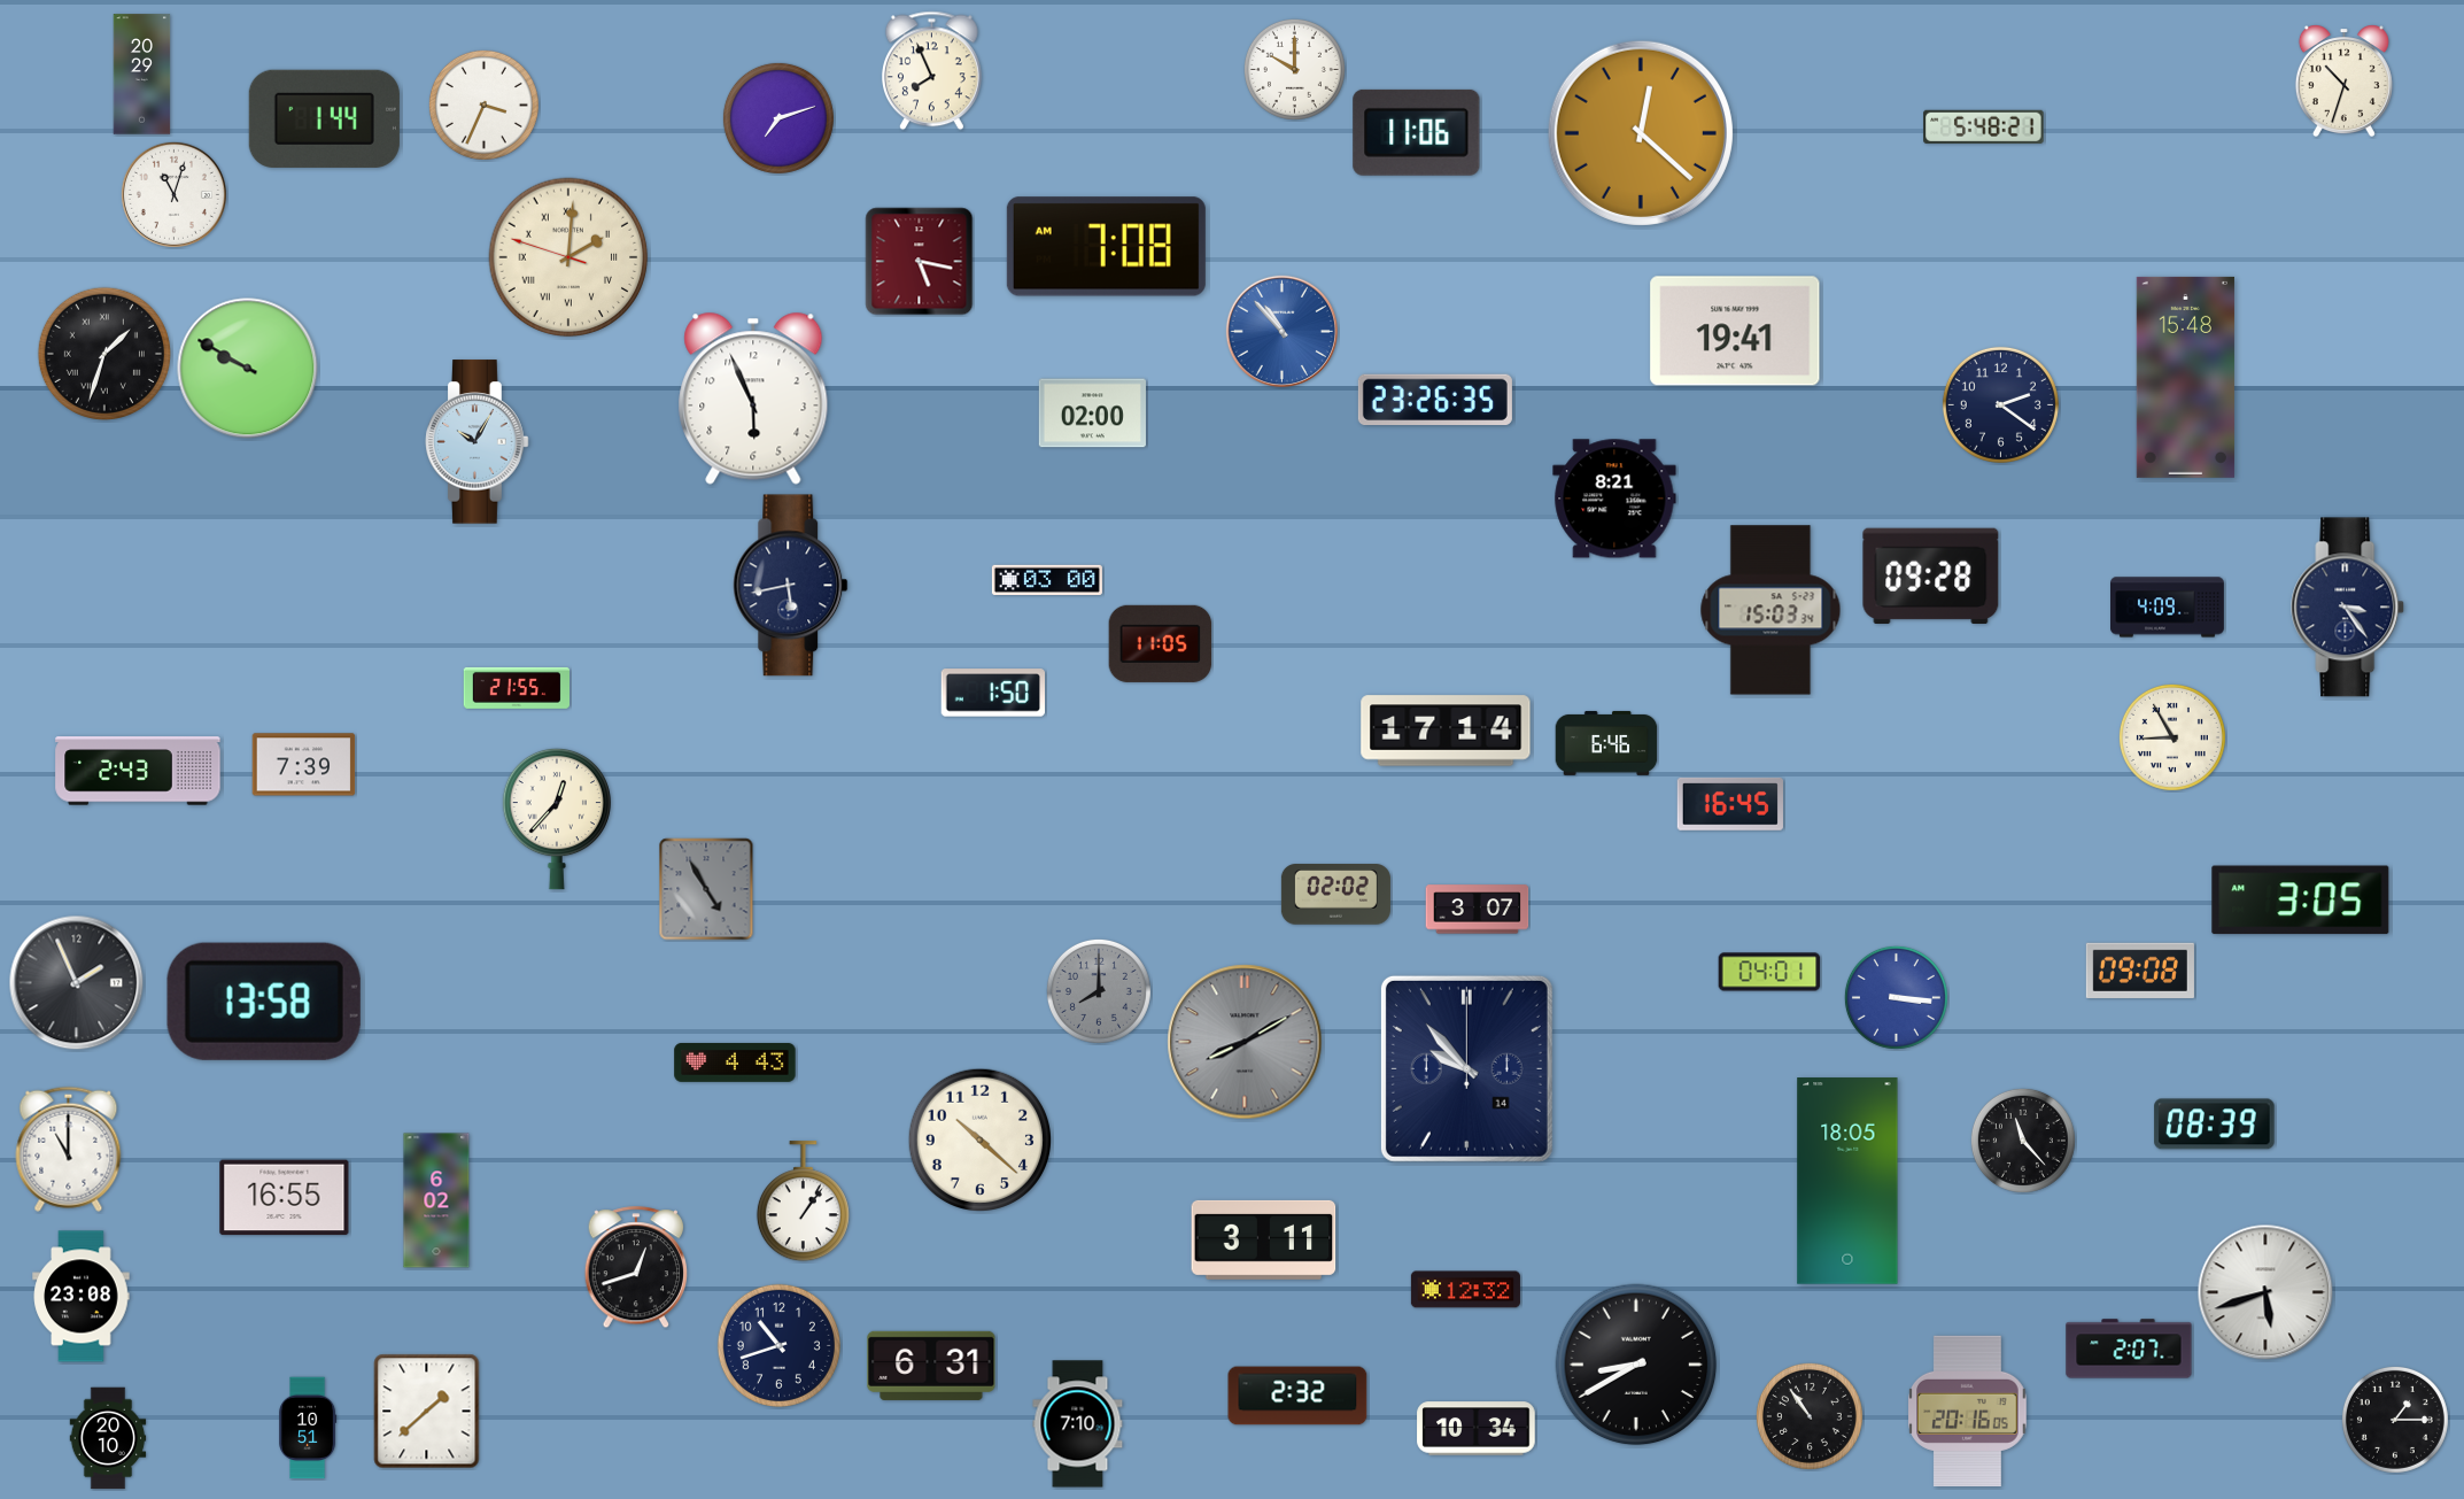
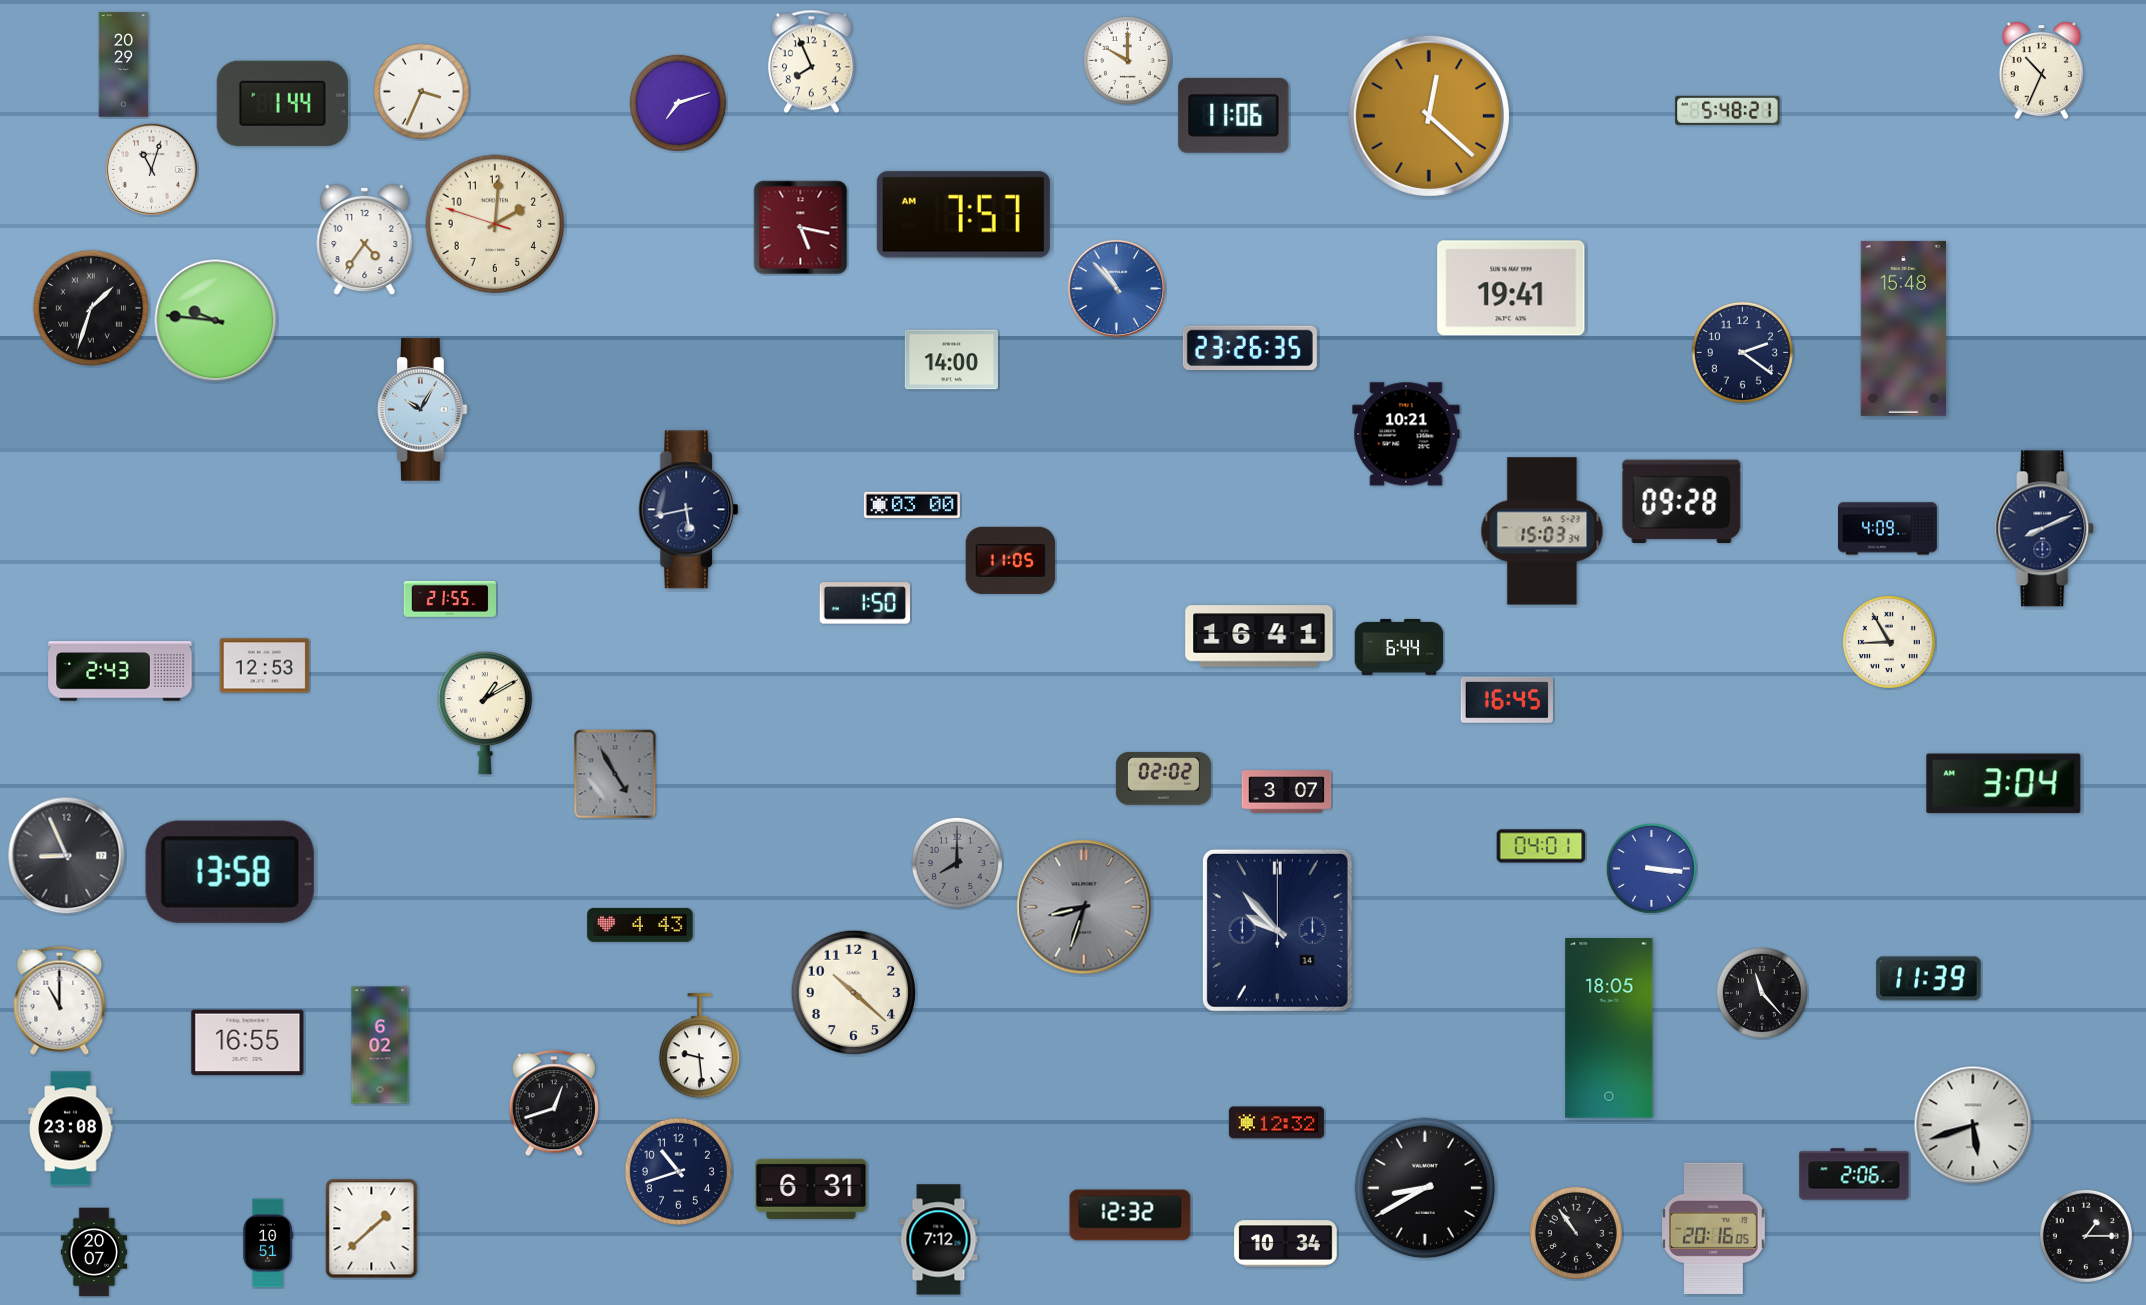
clock at (2343, 82): 10:33 -> 10:34
clock at (1106, 247): 7:08 -> 7:57
clock at (568, 257) numerals: Roman -> Arabic
clock at (365, 240): none -> 4:36
clock at (248, 369): 9:50 -> 9:46
clock at (753, 399): 5:56 -> none
clock at (1092, 414): 02:00 -> 14:00
clock at (478, 442) position: (478, 442) -> (423, 410)
clock at (1614, 499): 8:21 -> 10:21
clock at (2348, 608): 3:24 -> 8:11
clock at (1446, 731): 17:14 -> 16:41
clock at (2172, 737) position: (2172, 737) -> (1889, 642)
clock at (1606, 743): 6:46 -> 6:44
clock at (304, 765): 7:39 -> 12:53
clock at (557, 819): 12:37 -> 1:10
clock at (2301, 901): 3:05 -> 3:04
clock at (2140, 971): 09:08 -> none
clock at (77, 983): 1:56 -> 8:56
clock at (1245, 1042): 8:10 -> 8:33
clock at (2215, 1125): 08:39 -> 11:39
clock at (803, 1201): 1:06 -> 9:29
clock at (1264, 1239): 3:11 -> none
clock at (2129, 1349): 2:07 -> 2:06
clock at (1297, 1396): 2:32 -> 12:32
clock at (1078, 1424): 7:10 -> 7:12
clock at (108, 1438): 20:10 -> 20:07
